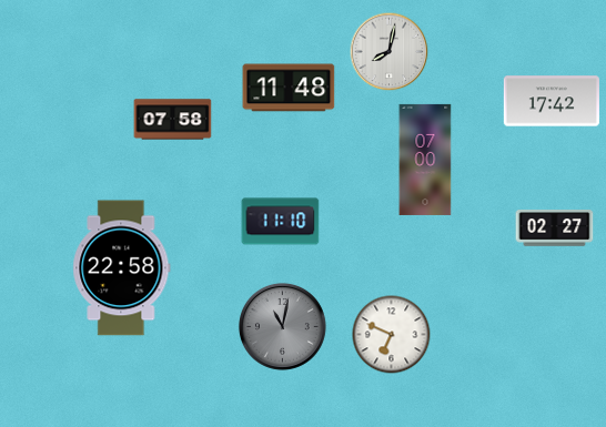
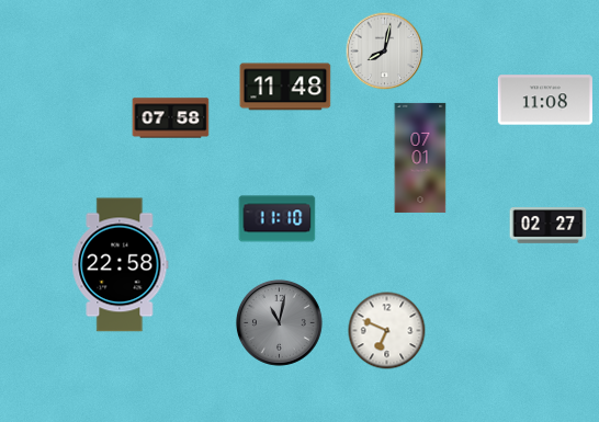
clock at (552, 101): 17:42 -> 11:08
clock at (425, 160): 07:00 -> 07:01
